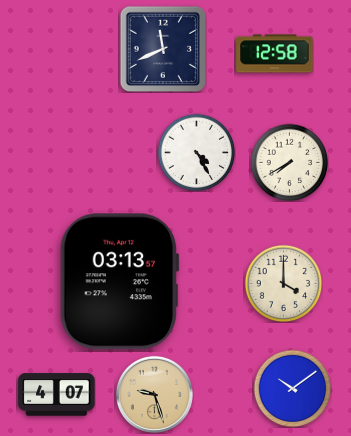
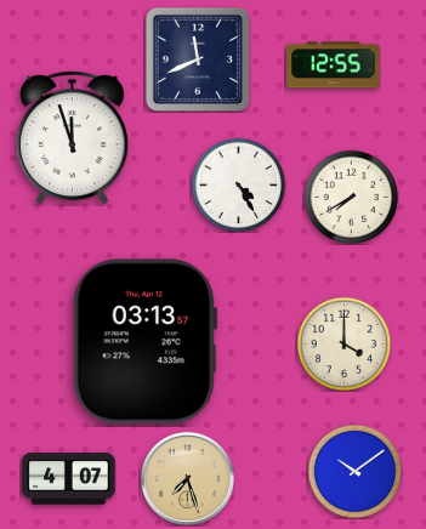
clock at (275, 54): 12:58 -> 12:55
clock at (72, 138): none -> 11:57
clock at (154, 394): 9:27 -> 7:27
